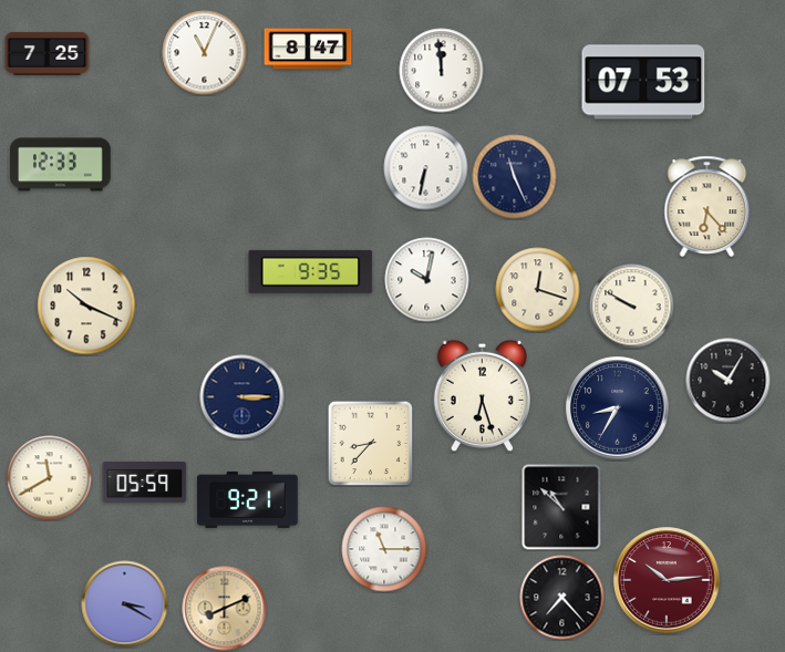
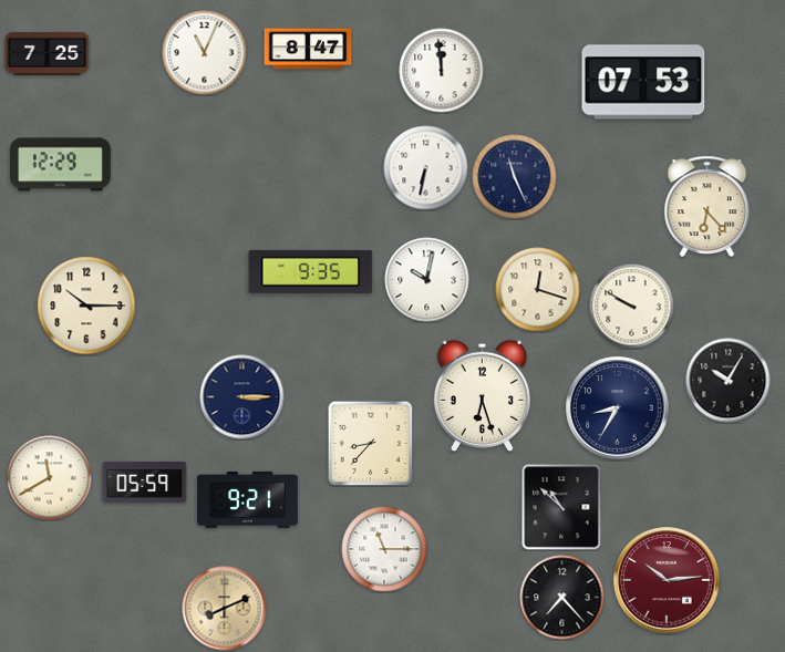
clock at (61, 165): 12:33 -> 12:29
clock at (86, 306): 10:19 -> 10:15
clock at (125, 604): 3:20 -> none
